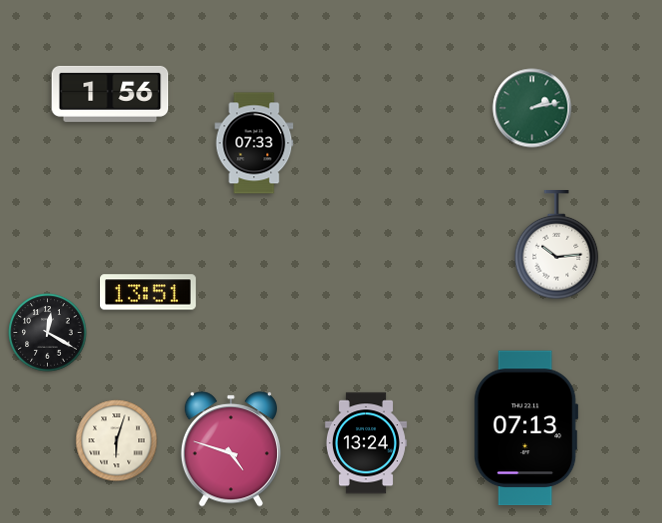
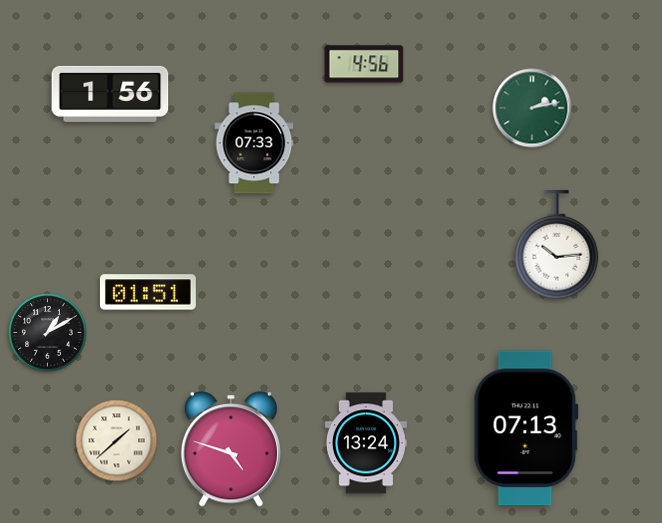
clock at (364, 64): none -> 4:56
clock at (148, 292): 13:51 -> 01:51
clock at (48, 333): 12:20 -> 1:10
clock at (117, 441): 6:03 -> 1:38
